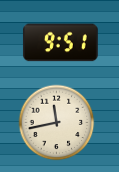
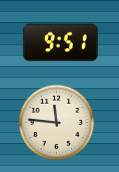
clock at (57, 123): 11:43 -> 11:46
